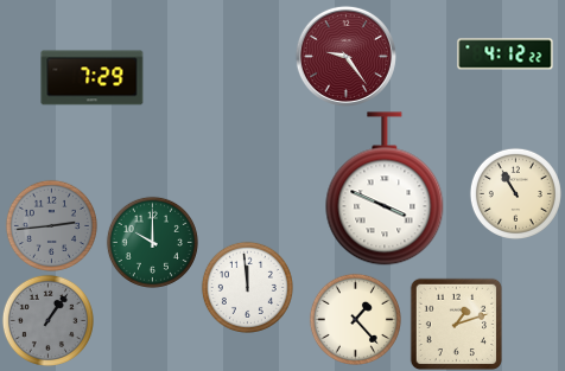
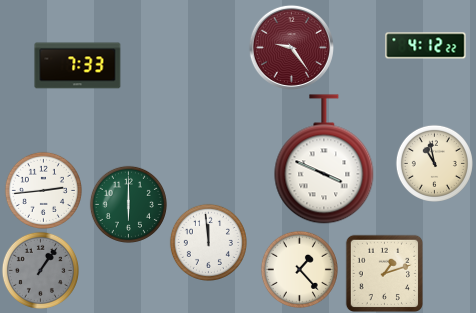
clock at (93, 78): 7:29 -> 7:33
clock at (515, 193): 10:55 -> 10:58
clock at (51, 225) dial: grey -> white
clock at (152, 242): 10:00 -> 6:00
